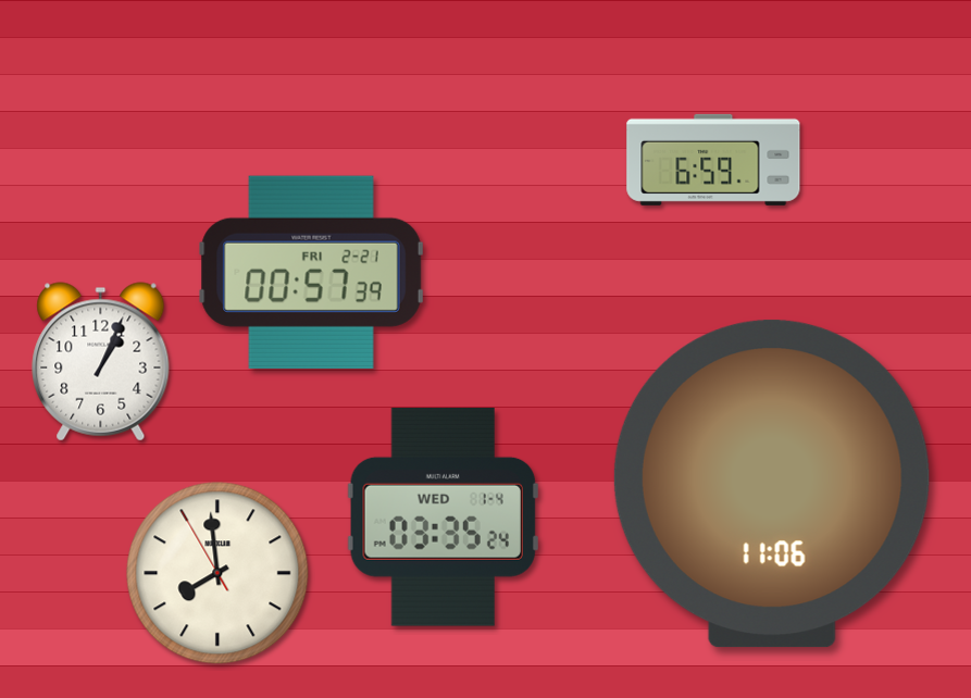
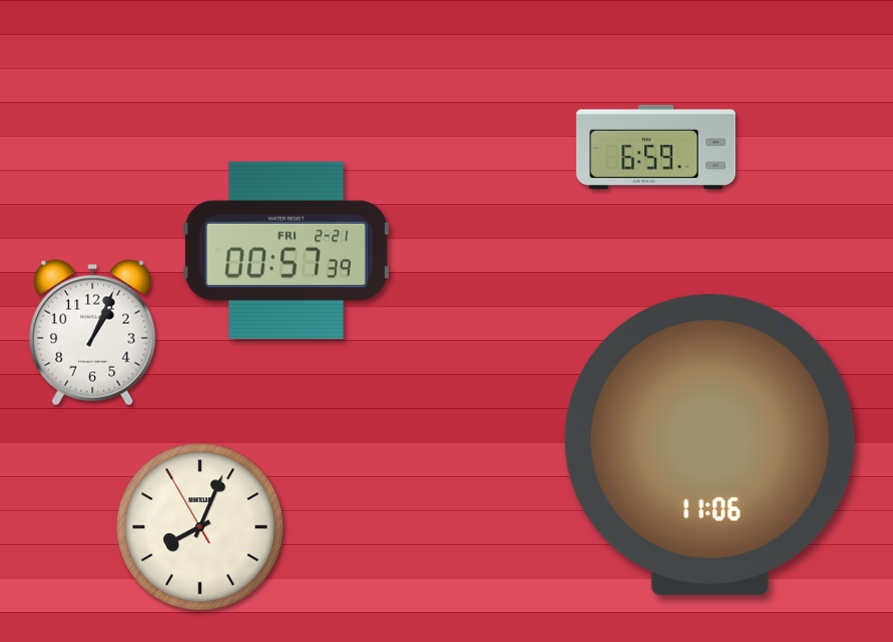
clock at (443, 516): 03:35 -> none
clock at (217, 573): 7:58 -> 8:03
